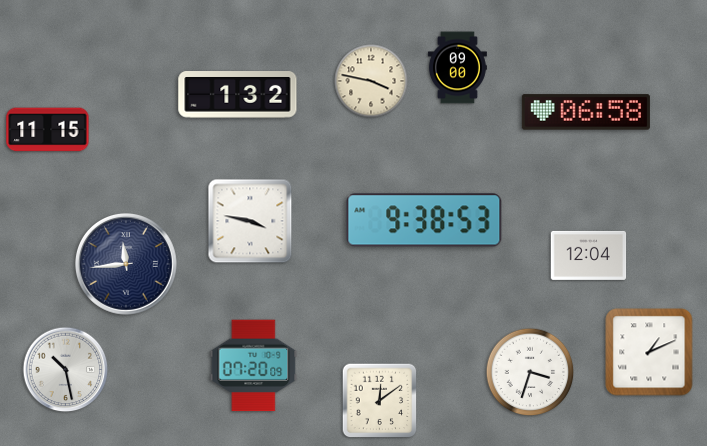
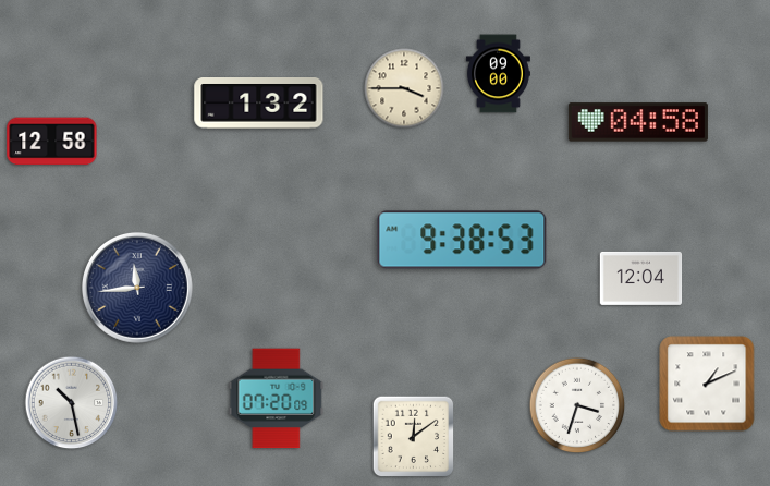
clock at (371, 81): 3:47 -> 3:45
clock at (586, 112): 06:58 -> 04:58
clock at (48, 130): 11:15 -> 12:58
clock at (250, 221): 3:47 -> none
